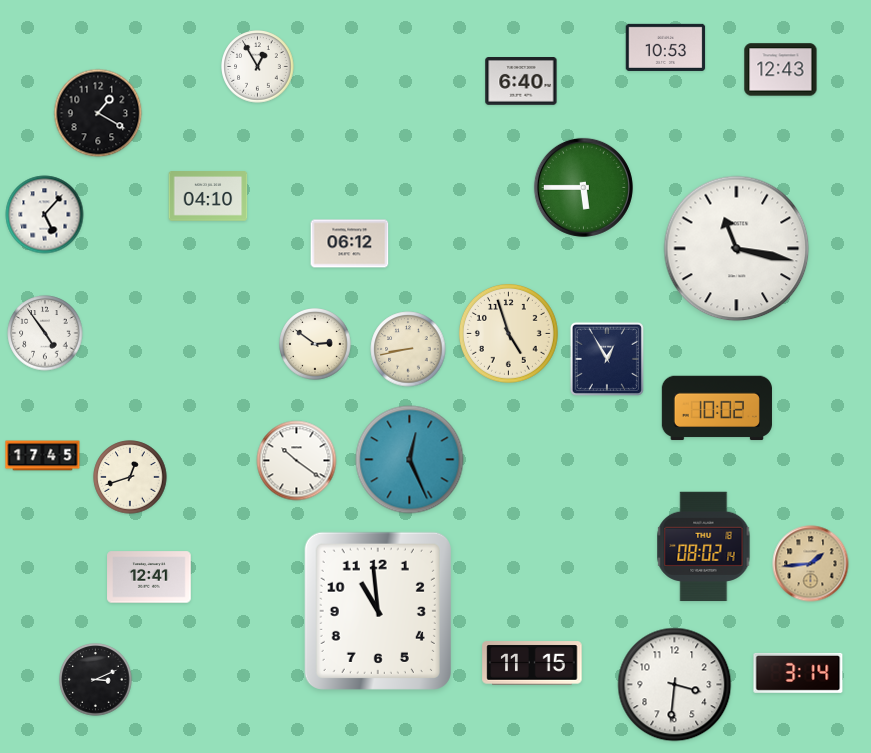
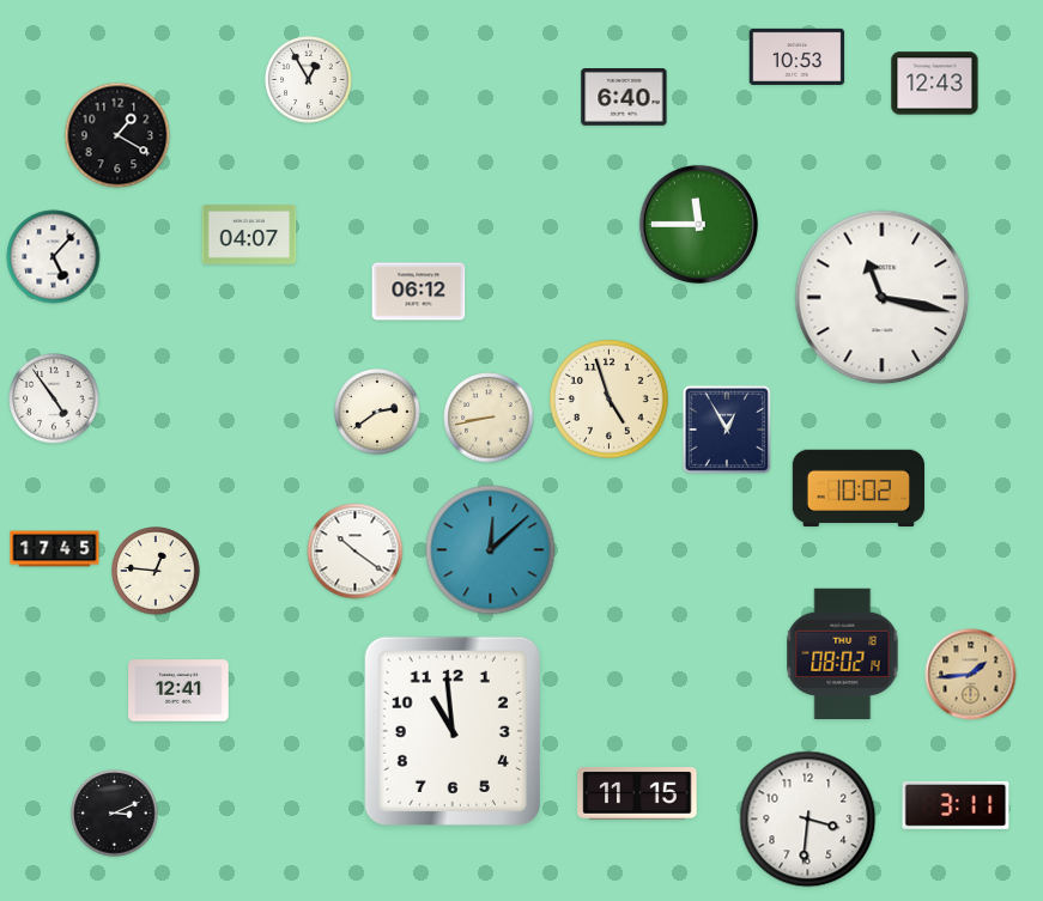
clock at (583, 187): 5:45 -> 11:45
clock at (208, 196): 04:10 -> 04:07
clock at (316, 345): 2:51 -> 2:39
clock at (43, 456) position: (43, 456) -> (55, 549)
clock at (410, 460): 12:26 -> 12:08
clock at (130, 477): 12:42 -> 12:46
clock at (798, 673): 3:14 -> 3:11
